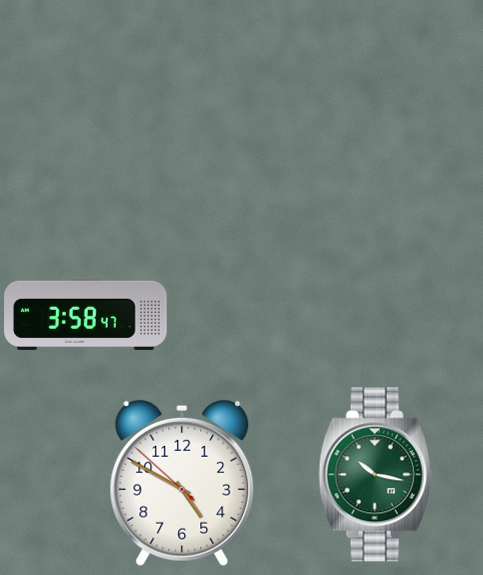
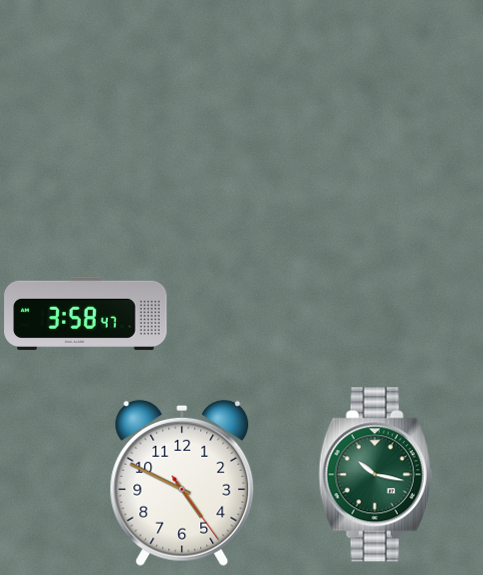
clock at (182, 483): 4:49:52 -> 4:49:24
